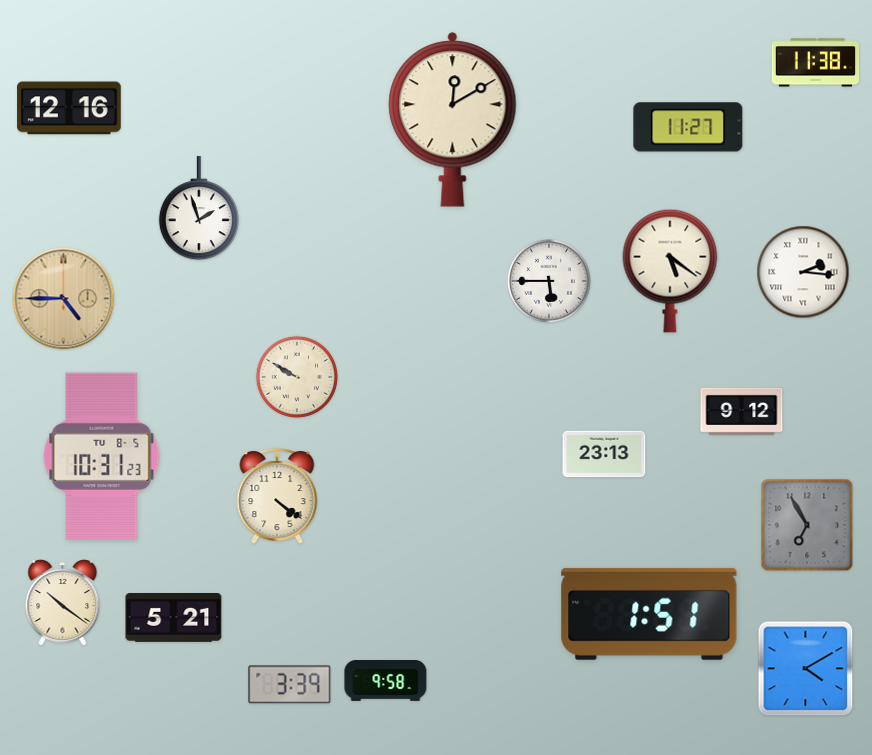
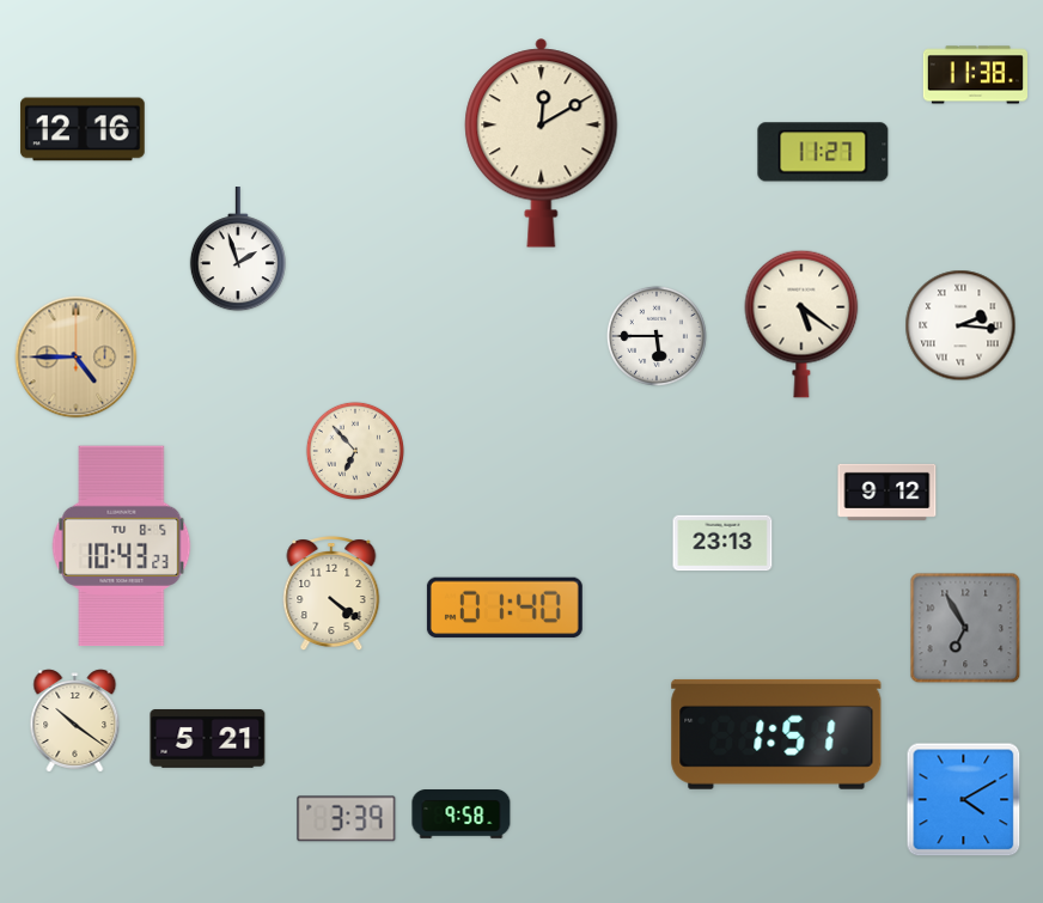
clock at (297, 377): 9:50 -> 6:53
clock at (102, 457): 10:31 -> 10:43
clock at (505, 608): none -> 01:40
